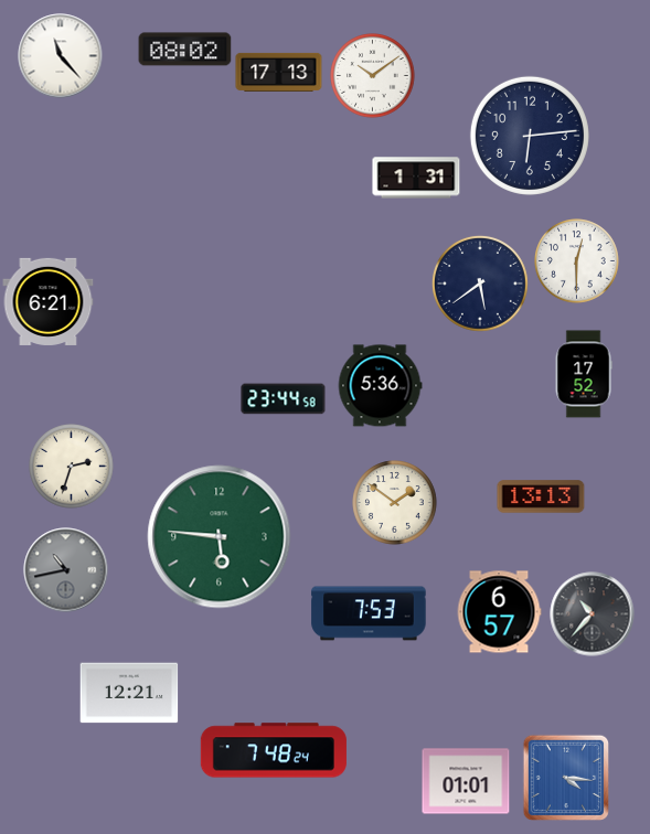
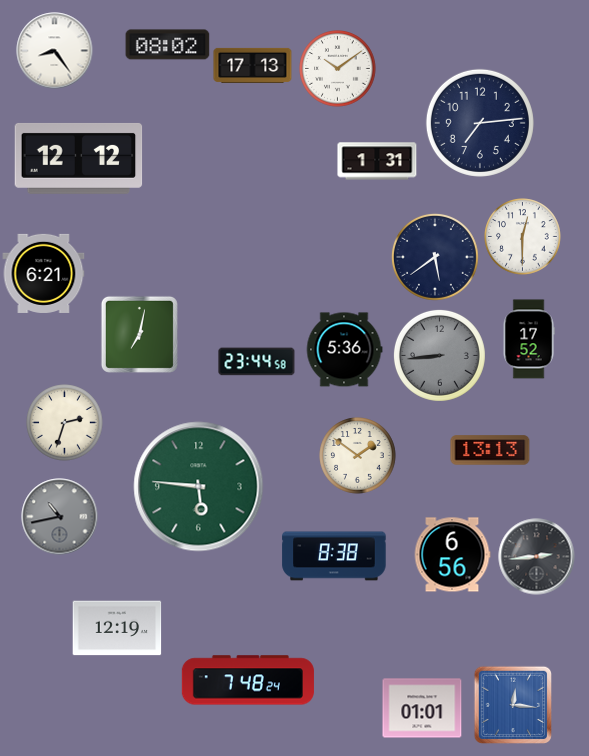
clock at (61, 56): 11:23 -> 8:24
clock at (530, 136): 6:14 -> 7:14
clock at (79, 158): none -> 12:12
clock at (139, 334): none -> 7:02
clock at (439, 355): none -> 8:44
clock at (499, 612): 6:57 -> 6:56
clock at (369, 613): 7:53 -> 8:38
clock at (593, 614): 10:37 -> 2:44
clock at (129, 693): 12:21 -> 12:19
clock at (565, 777): 4:16 -> 12:16
